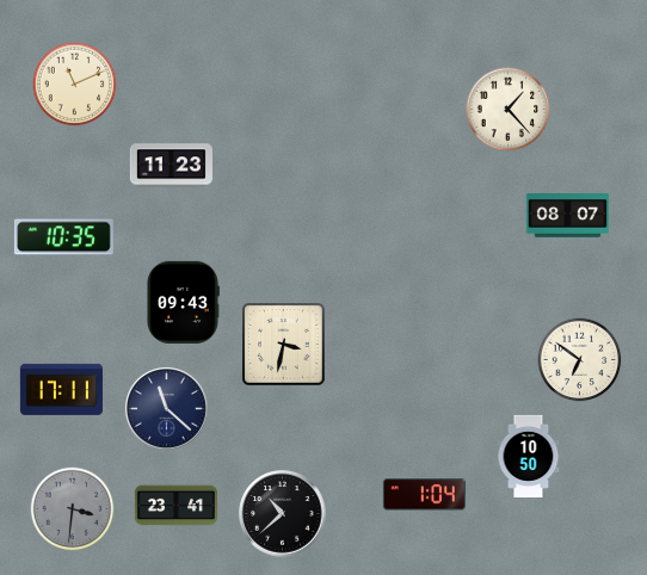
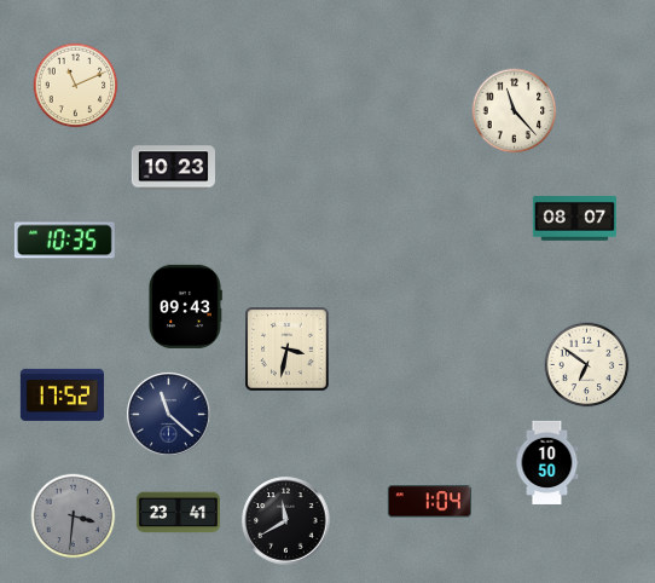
clock at (509, 110): 1:23 -> 11:23
clock at (171, 166): 11:23 -> 10:23
clock at (61, 389): 17:11 -> 17:52
clock at (529, 456) position: (529, 456) -> (547, 462)
clock at (283, 514): 10:38 -> 11:40
